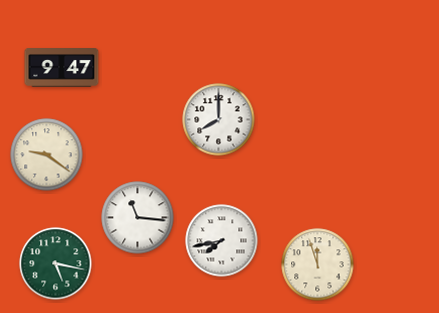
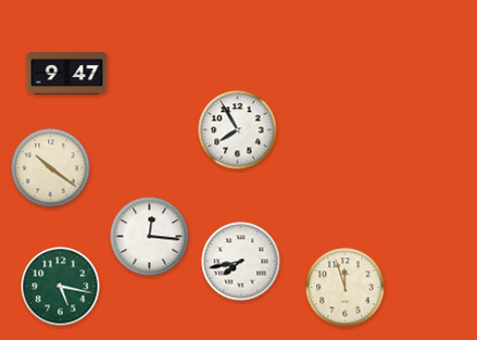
clock at (219, 120): 8:00 -> 7:55
clock at (47, 155): 9:21 -> 10:21
clock at (138, 218): 11:16 -> 12:16
